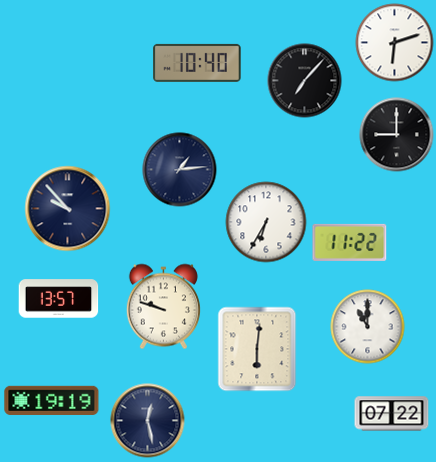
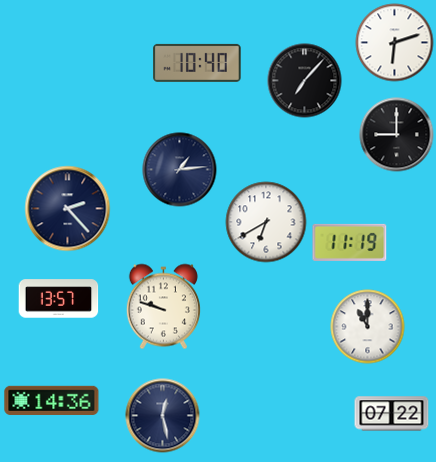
clock at (68, 209): 9:53 -> 2:23
clock at (266, 222): 6:35 -> 6:40
clock at (350, 242): 11:22 -> 11:19
clock at (257, 349): 6:01 -> none
clock at (52, 400): 19:19 -> 14:36
clock at (148, 421) position: (148, 421) -> (163, 416)
